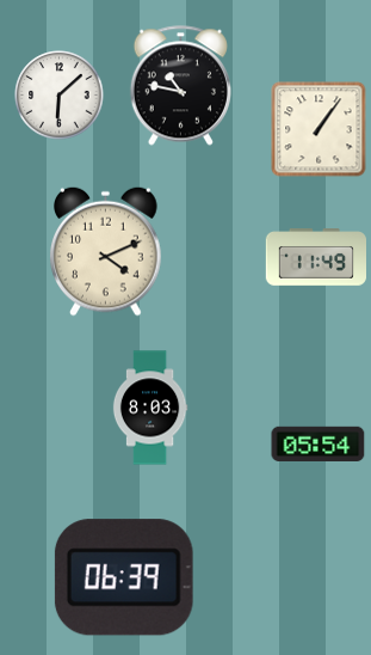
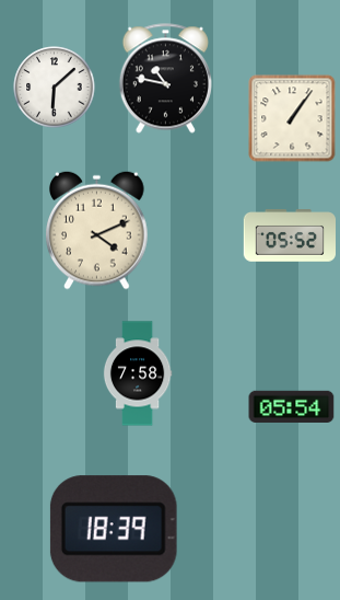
clock at (315, 257): 11:49 -> 05:52
clock at (150, 408): 8:03 -> 7:58
clock at (124, 577): 06:39 -> 18:39
